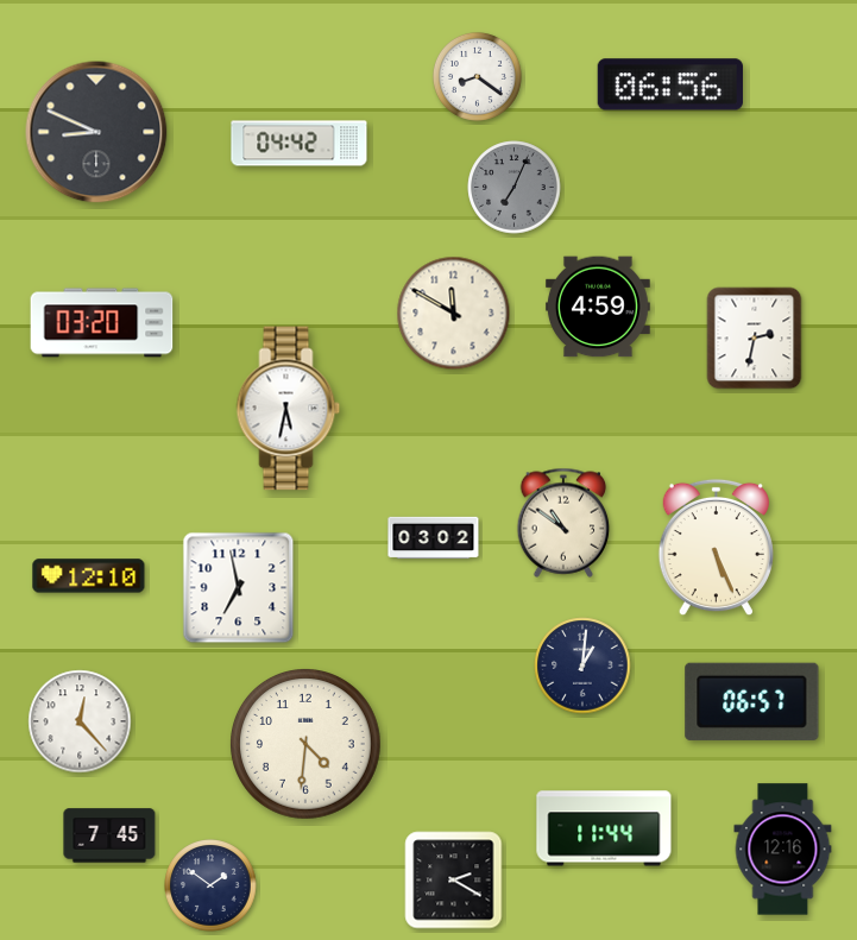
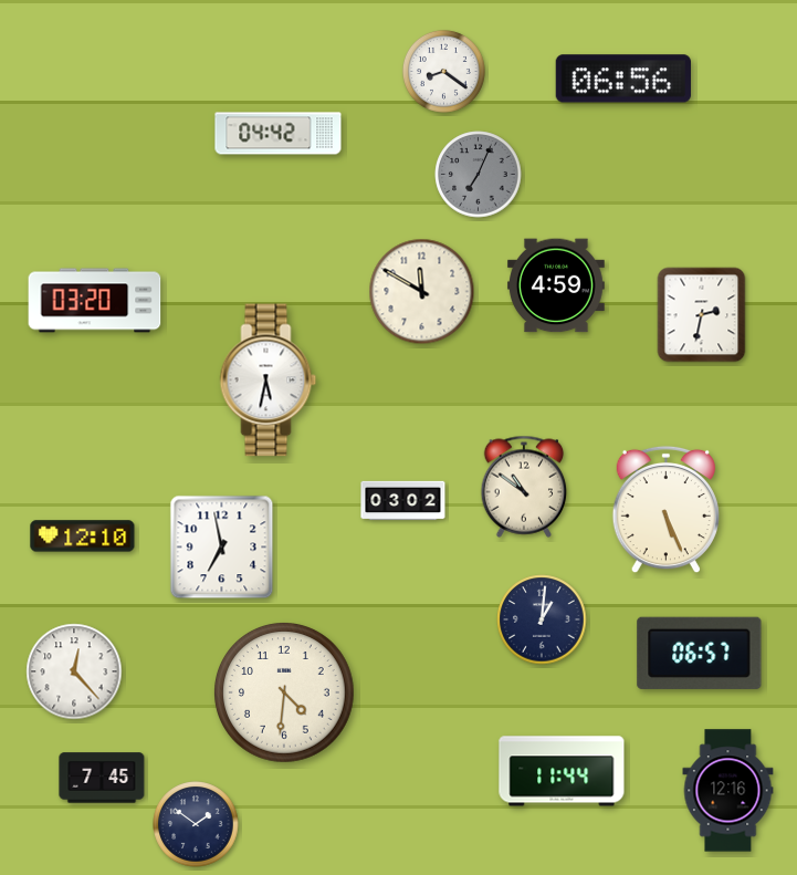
clock at (96, 132): 8:49 -> none
clock at (454, 881): 2:20 -> none
